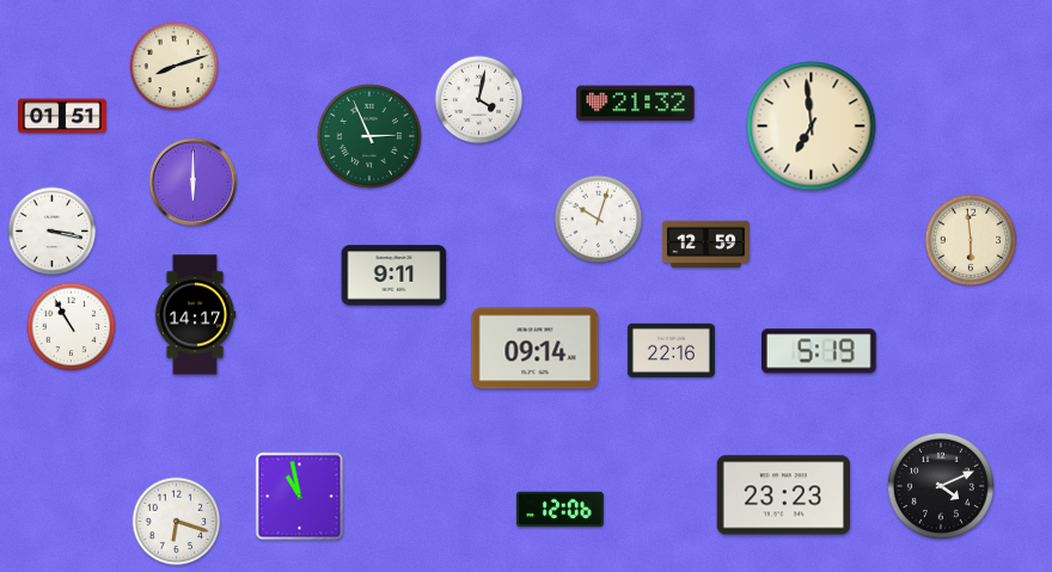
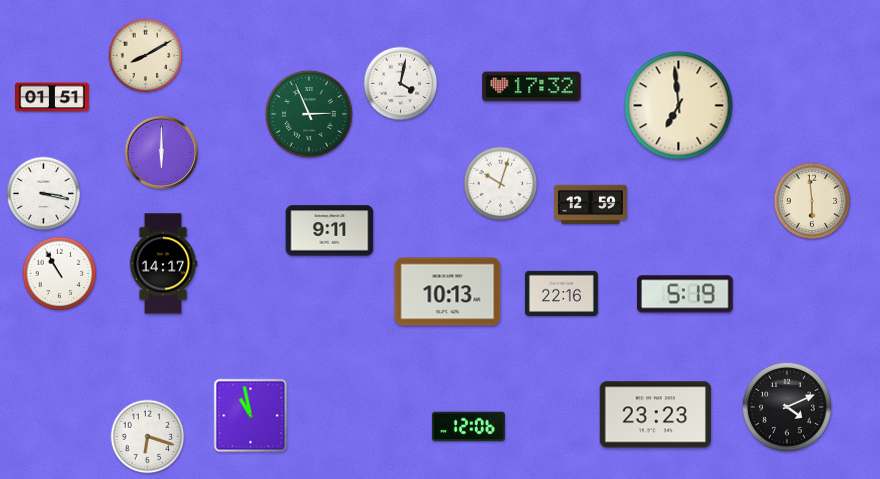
clock at (175, 67): 8:12 -> 8:10
clock at (636, 104): 21:32 -> 17:32
clock at (536, 349): 09:14 -> 10:13
